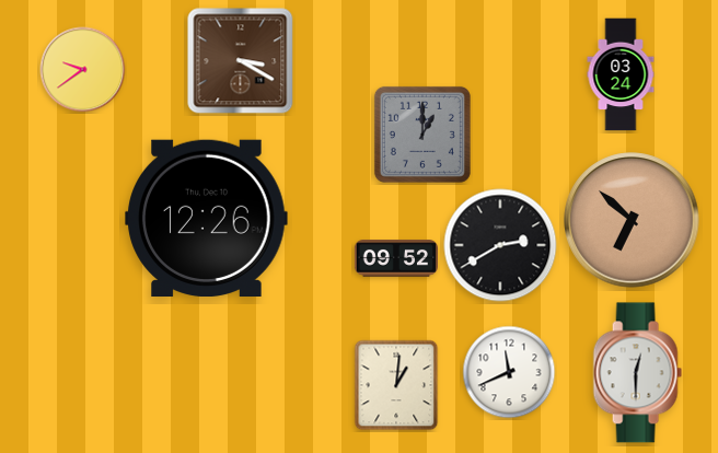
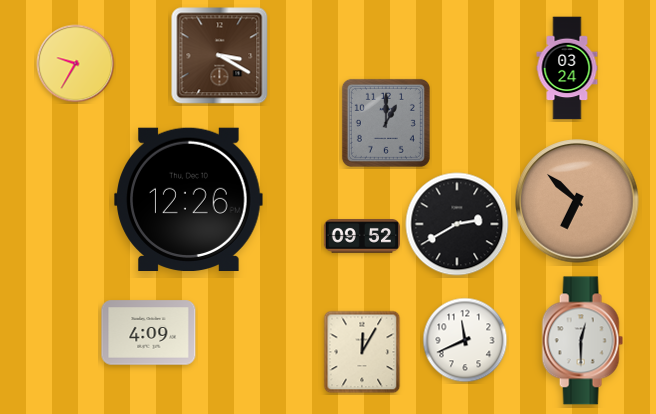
clock at (83, 70): 9:39 -> 9:35
clock at (149, 333): none -> 4:09
clock at (396, 385): 1:01 -> 12:05
